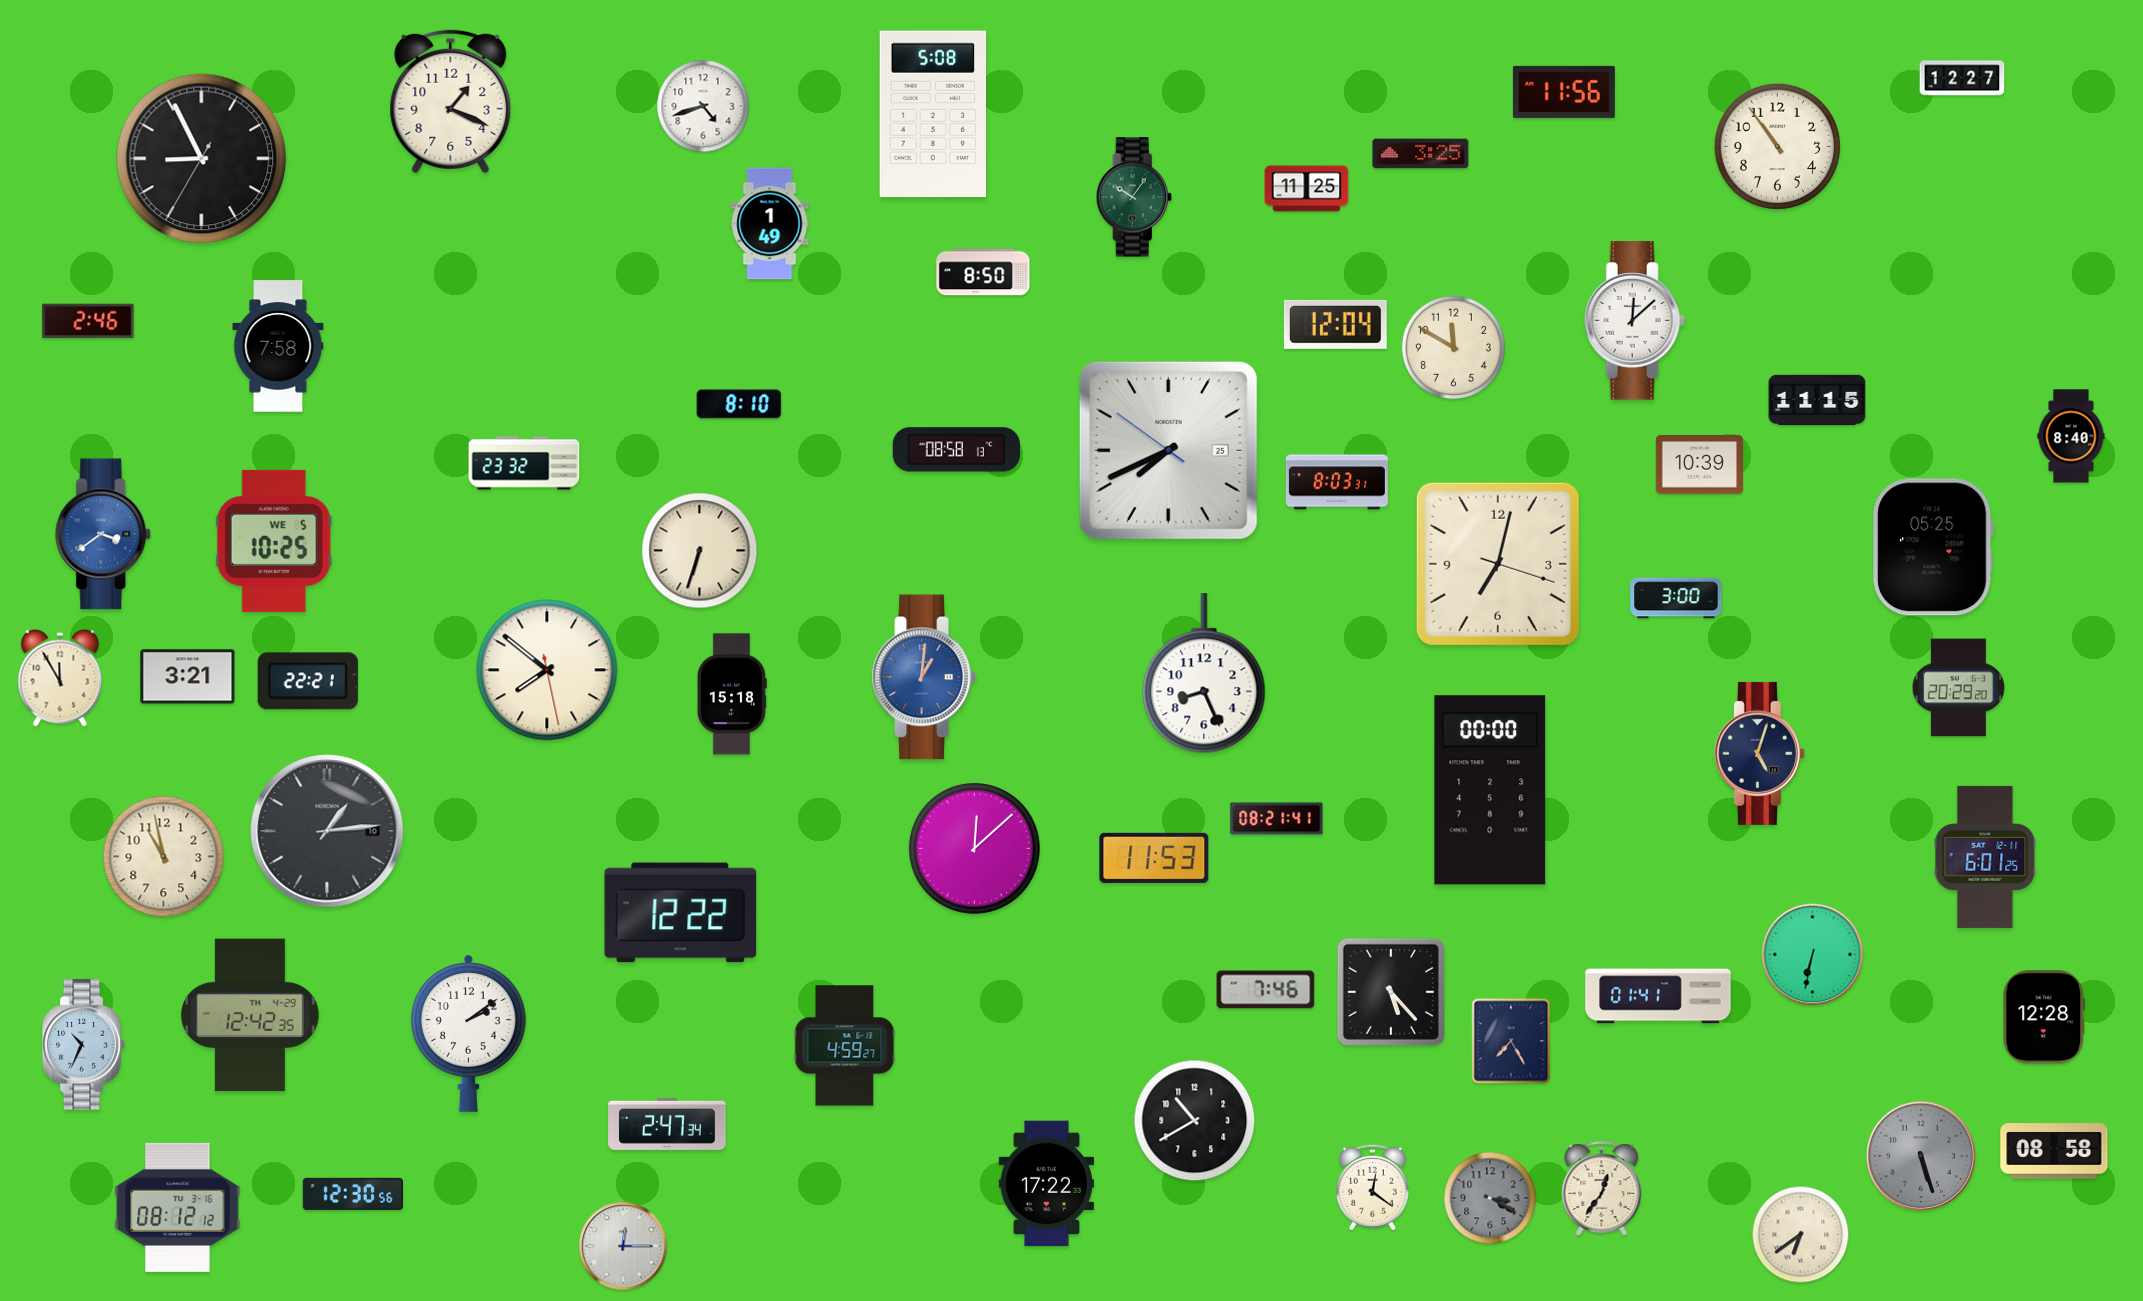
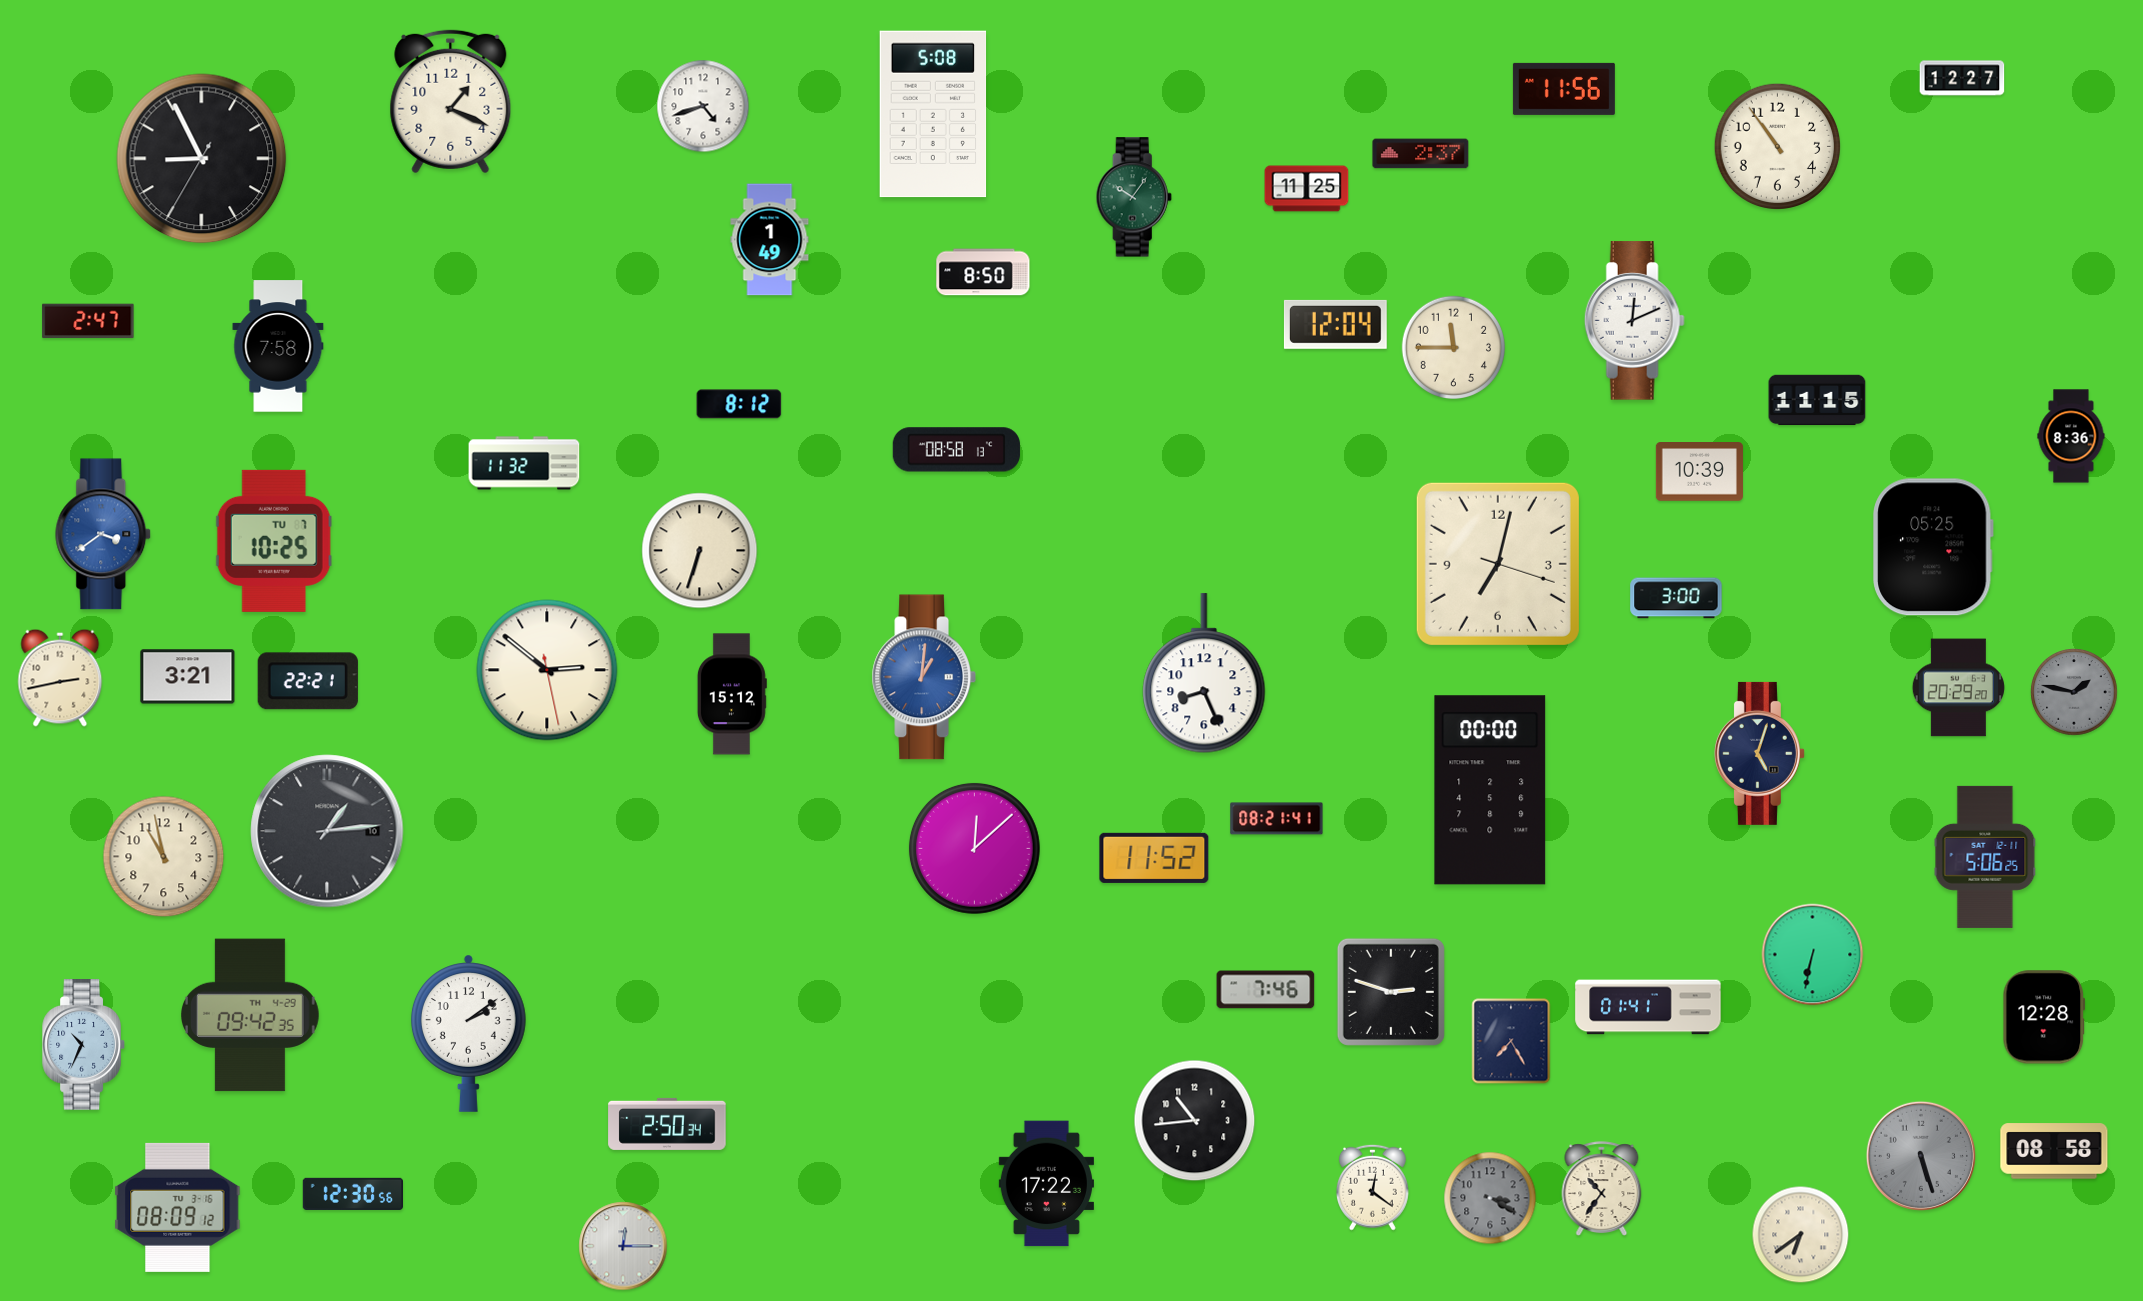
clock at (1564, 92) position: (1564, 92) -> (1564, 89)
clock at (1421, 154): 3:25 -> 2:37
clock at (770, 224) position: (770, 224) -> (770, 240)
clock at (88, 321): 2:46 -> 2:47
clock at (1634, 321): 12:08 -> 12:11
clock at (1453, 347): 11:50 -> 11:45
clock at (739, 404): 8:10 -> 8:12
clock at (2071, 436): 8:40 -> 8:36
clock at (1168, 450): 7:40 -> none
clock at (524, 463): 23:32 -> 11:32
clock at (1699, 465) position: (1699, 465) -> (1699, 472)
clock at (1337, 482): 8:03 -> none
clock at (274, 541) date: WE 5 -> TU 7
clock at (547, 670): 7:51 -> 2:51
clock at (60, 678): 11:55 -> 2:43
clock at (2074, 692): none -> 1:47
clock at (732, 694): 15:18 -> 15:12
clock at (1985, 857): 6:01 -> 5:06
clock at (1154, 858): 11:53 -> 11:52
clock at (681, 913): 12:22 -> none
clock at (1391, 992): 5:23 -> 2:48
clock at (1658, 996) position: (1658, 996) -> (1648, 1007)
clock at (251, 1015): 12:42 -> 09:42
clock at (845, 1046): 4:59 -> none
clock at (1195, 1121): 10:40 -> 10:44
clock at (667, 1124): 2:47 -> 2:50
clock at (1602, 1189): 12:36 -> 10:36
clock at (178, 1207): 08:12 -> 08:09
